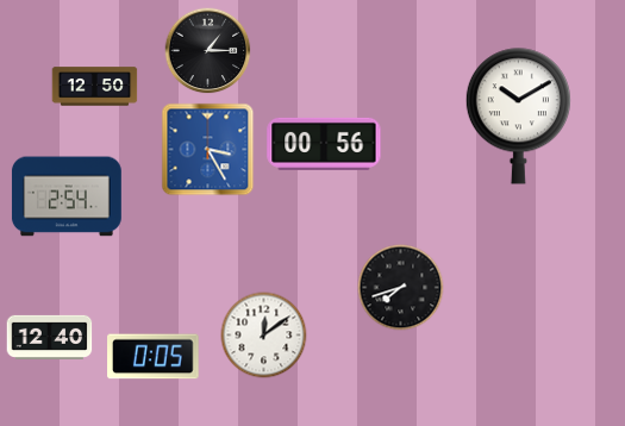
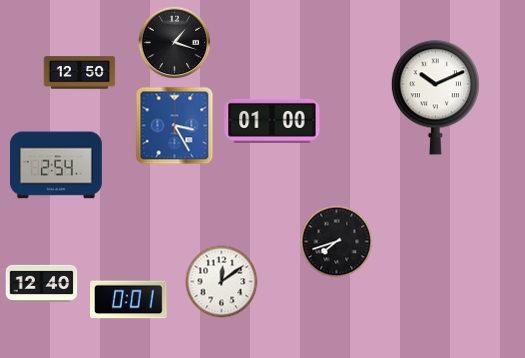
clock at (208, 51): 1:15 -> 1:18
clock at (518, 117): 10:10 -> 10:11
clock at (324, 144): 00:56 -> 01:00
clock at (154, 357): 0:05 -> 0:01
